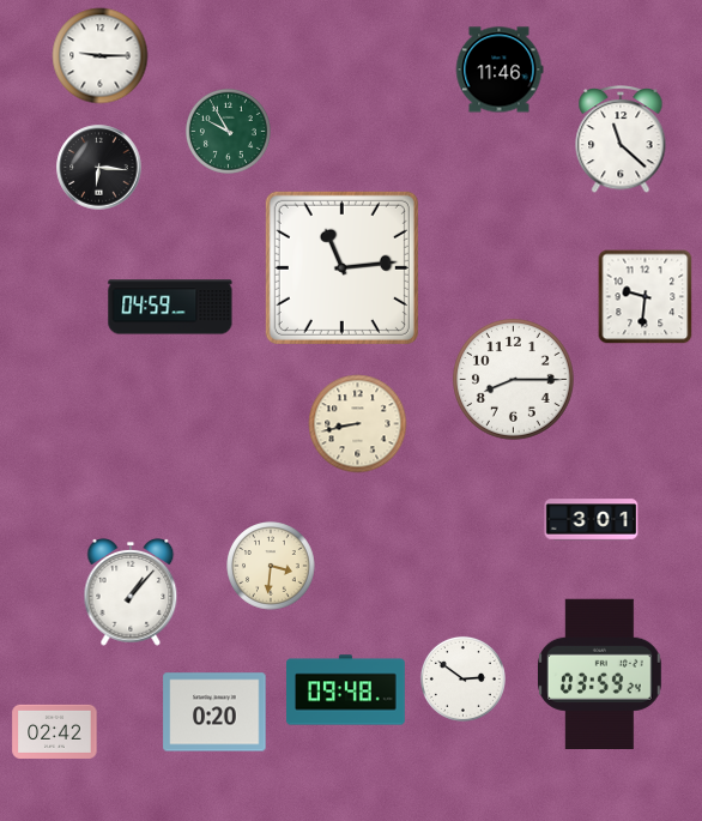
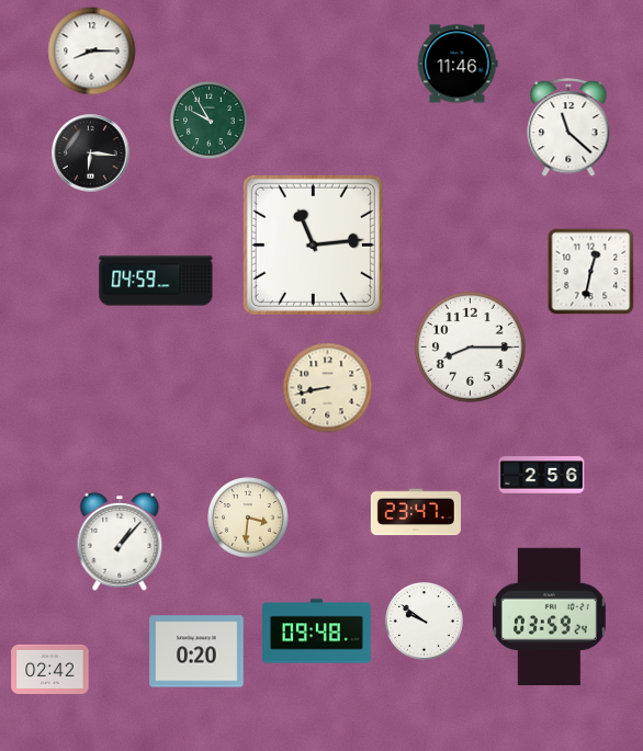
clock at (101, 56): 9:15 -> 8:15
clock at (646, 297): 9:31 -> 12:32
clock at (592, 520): 3:01 -> 2:56
clock at (416, 512): none -> 23:47
clock at (462, 678): 2:51 -> 9:51
